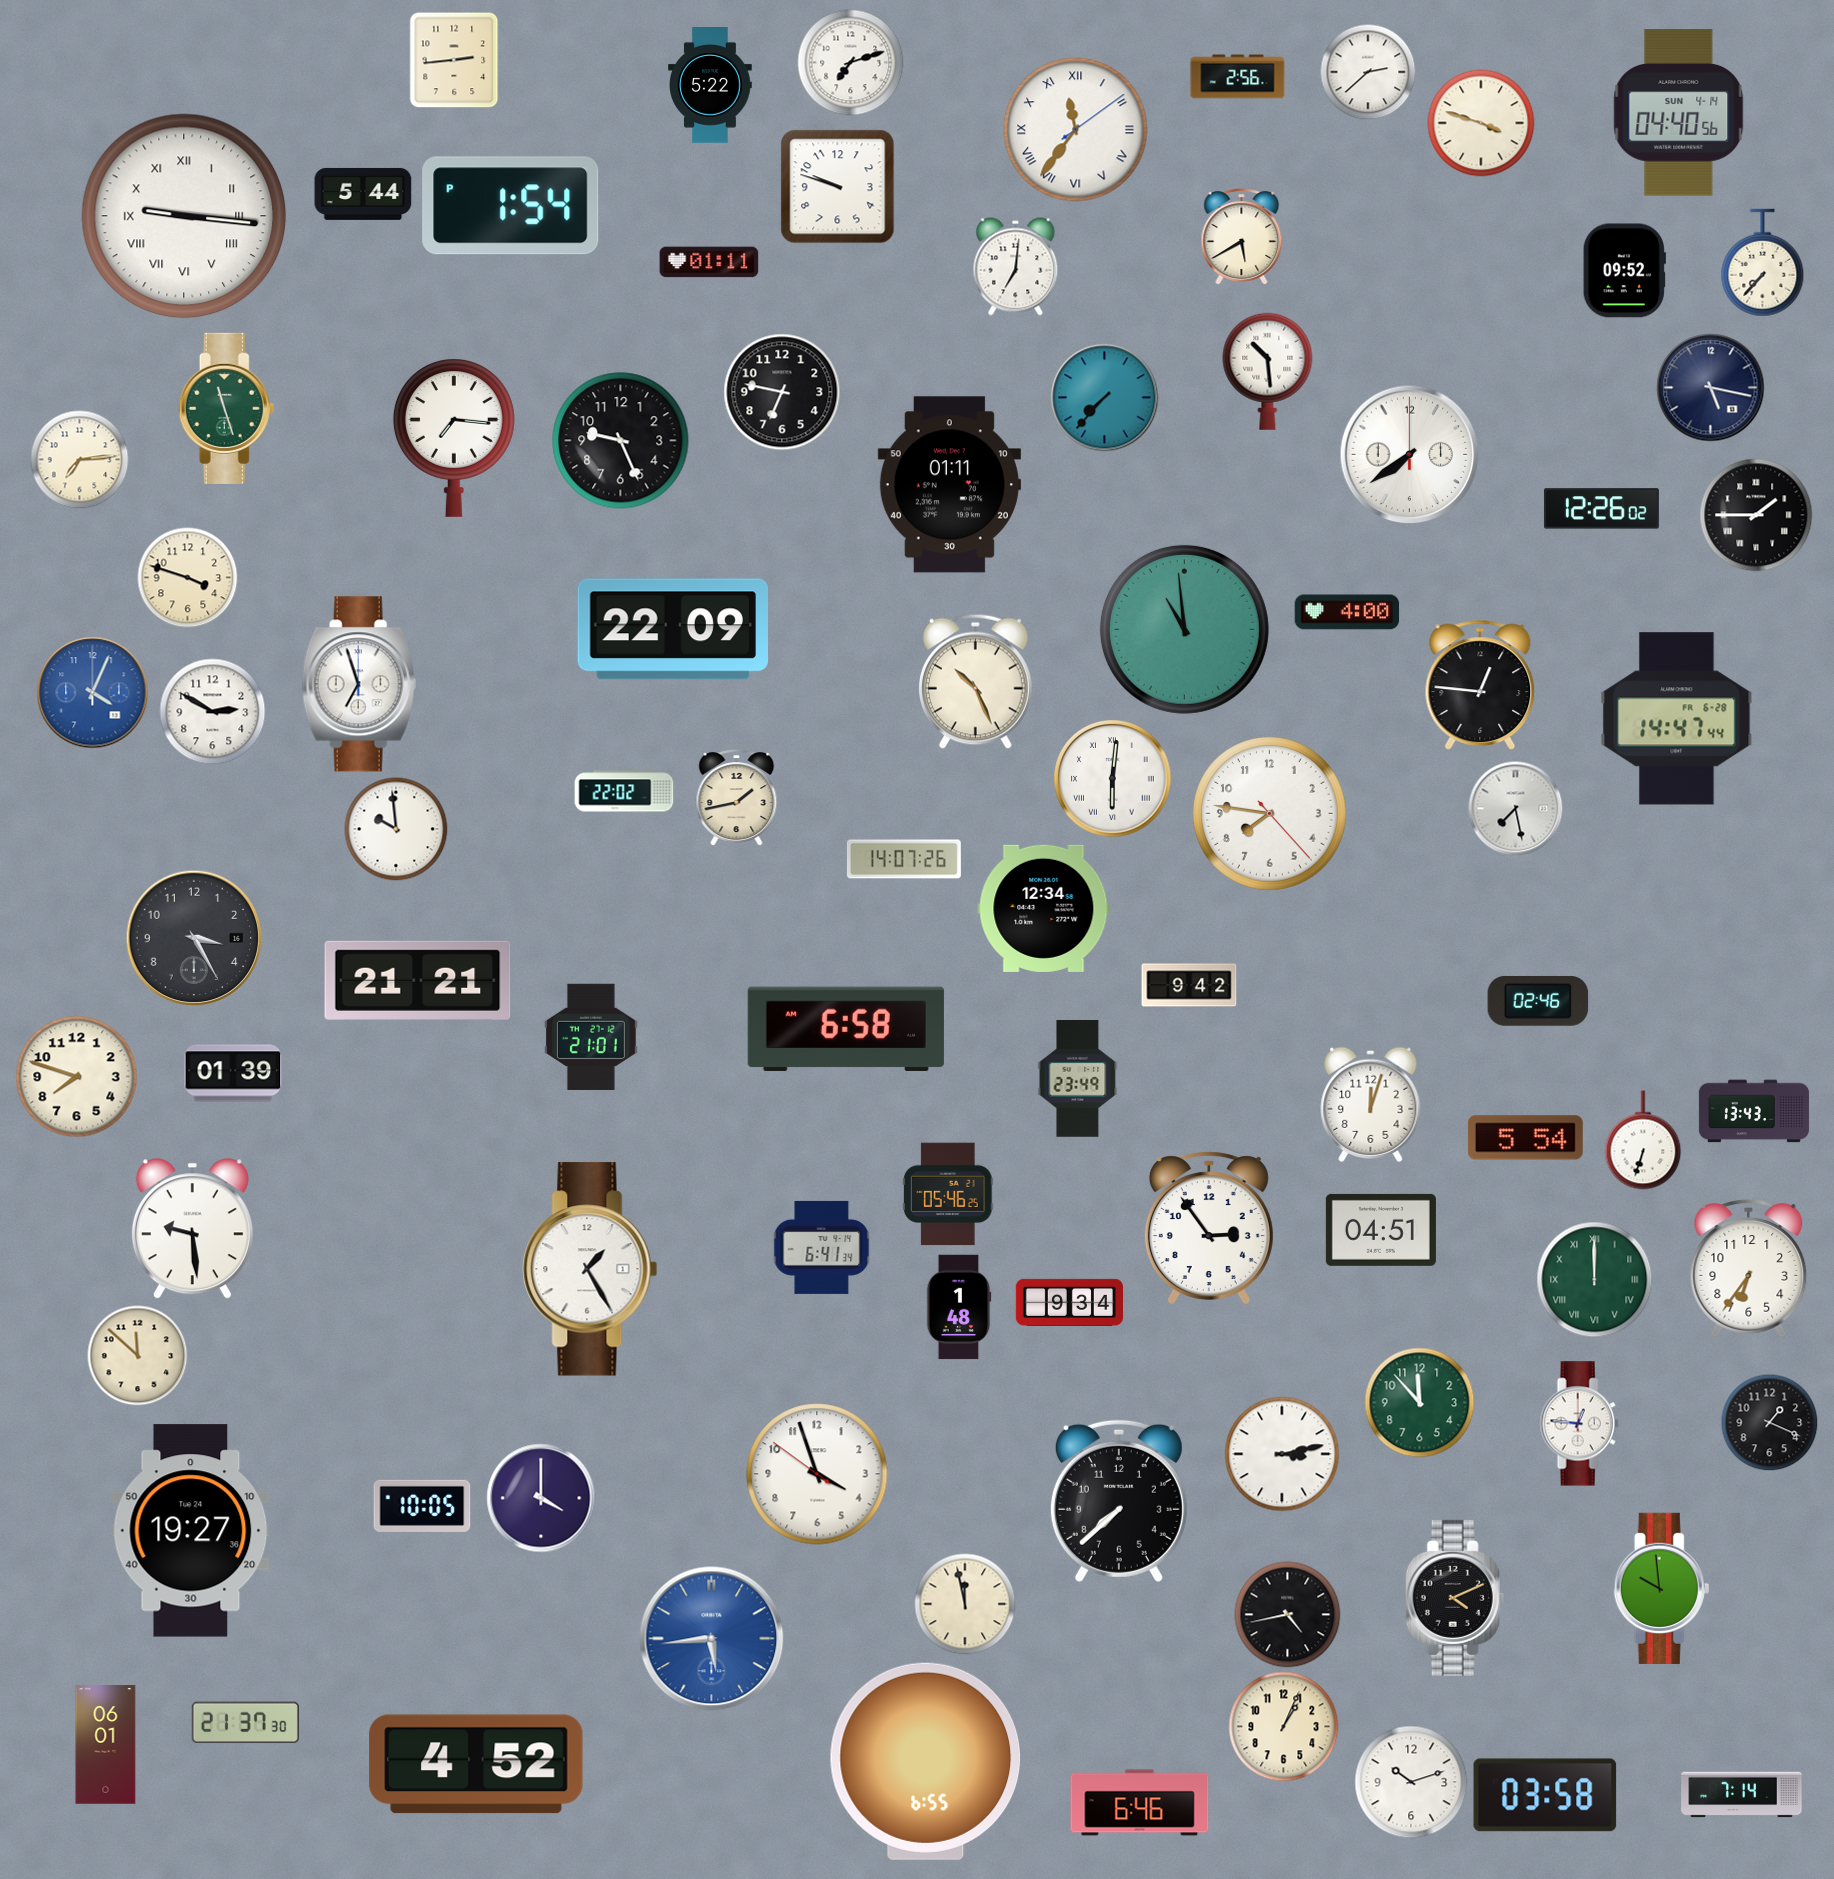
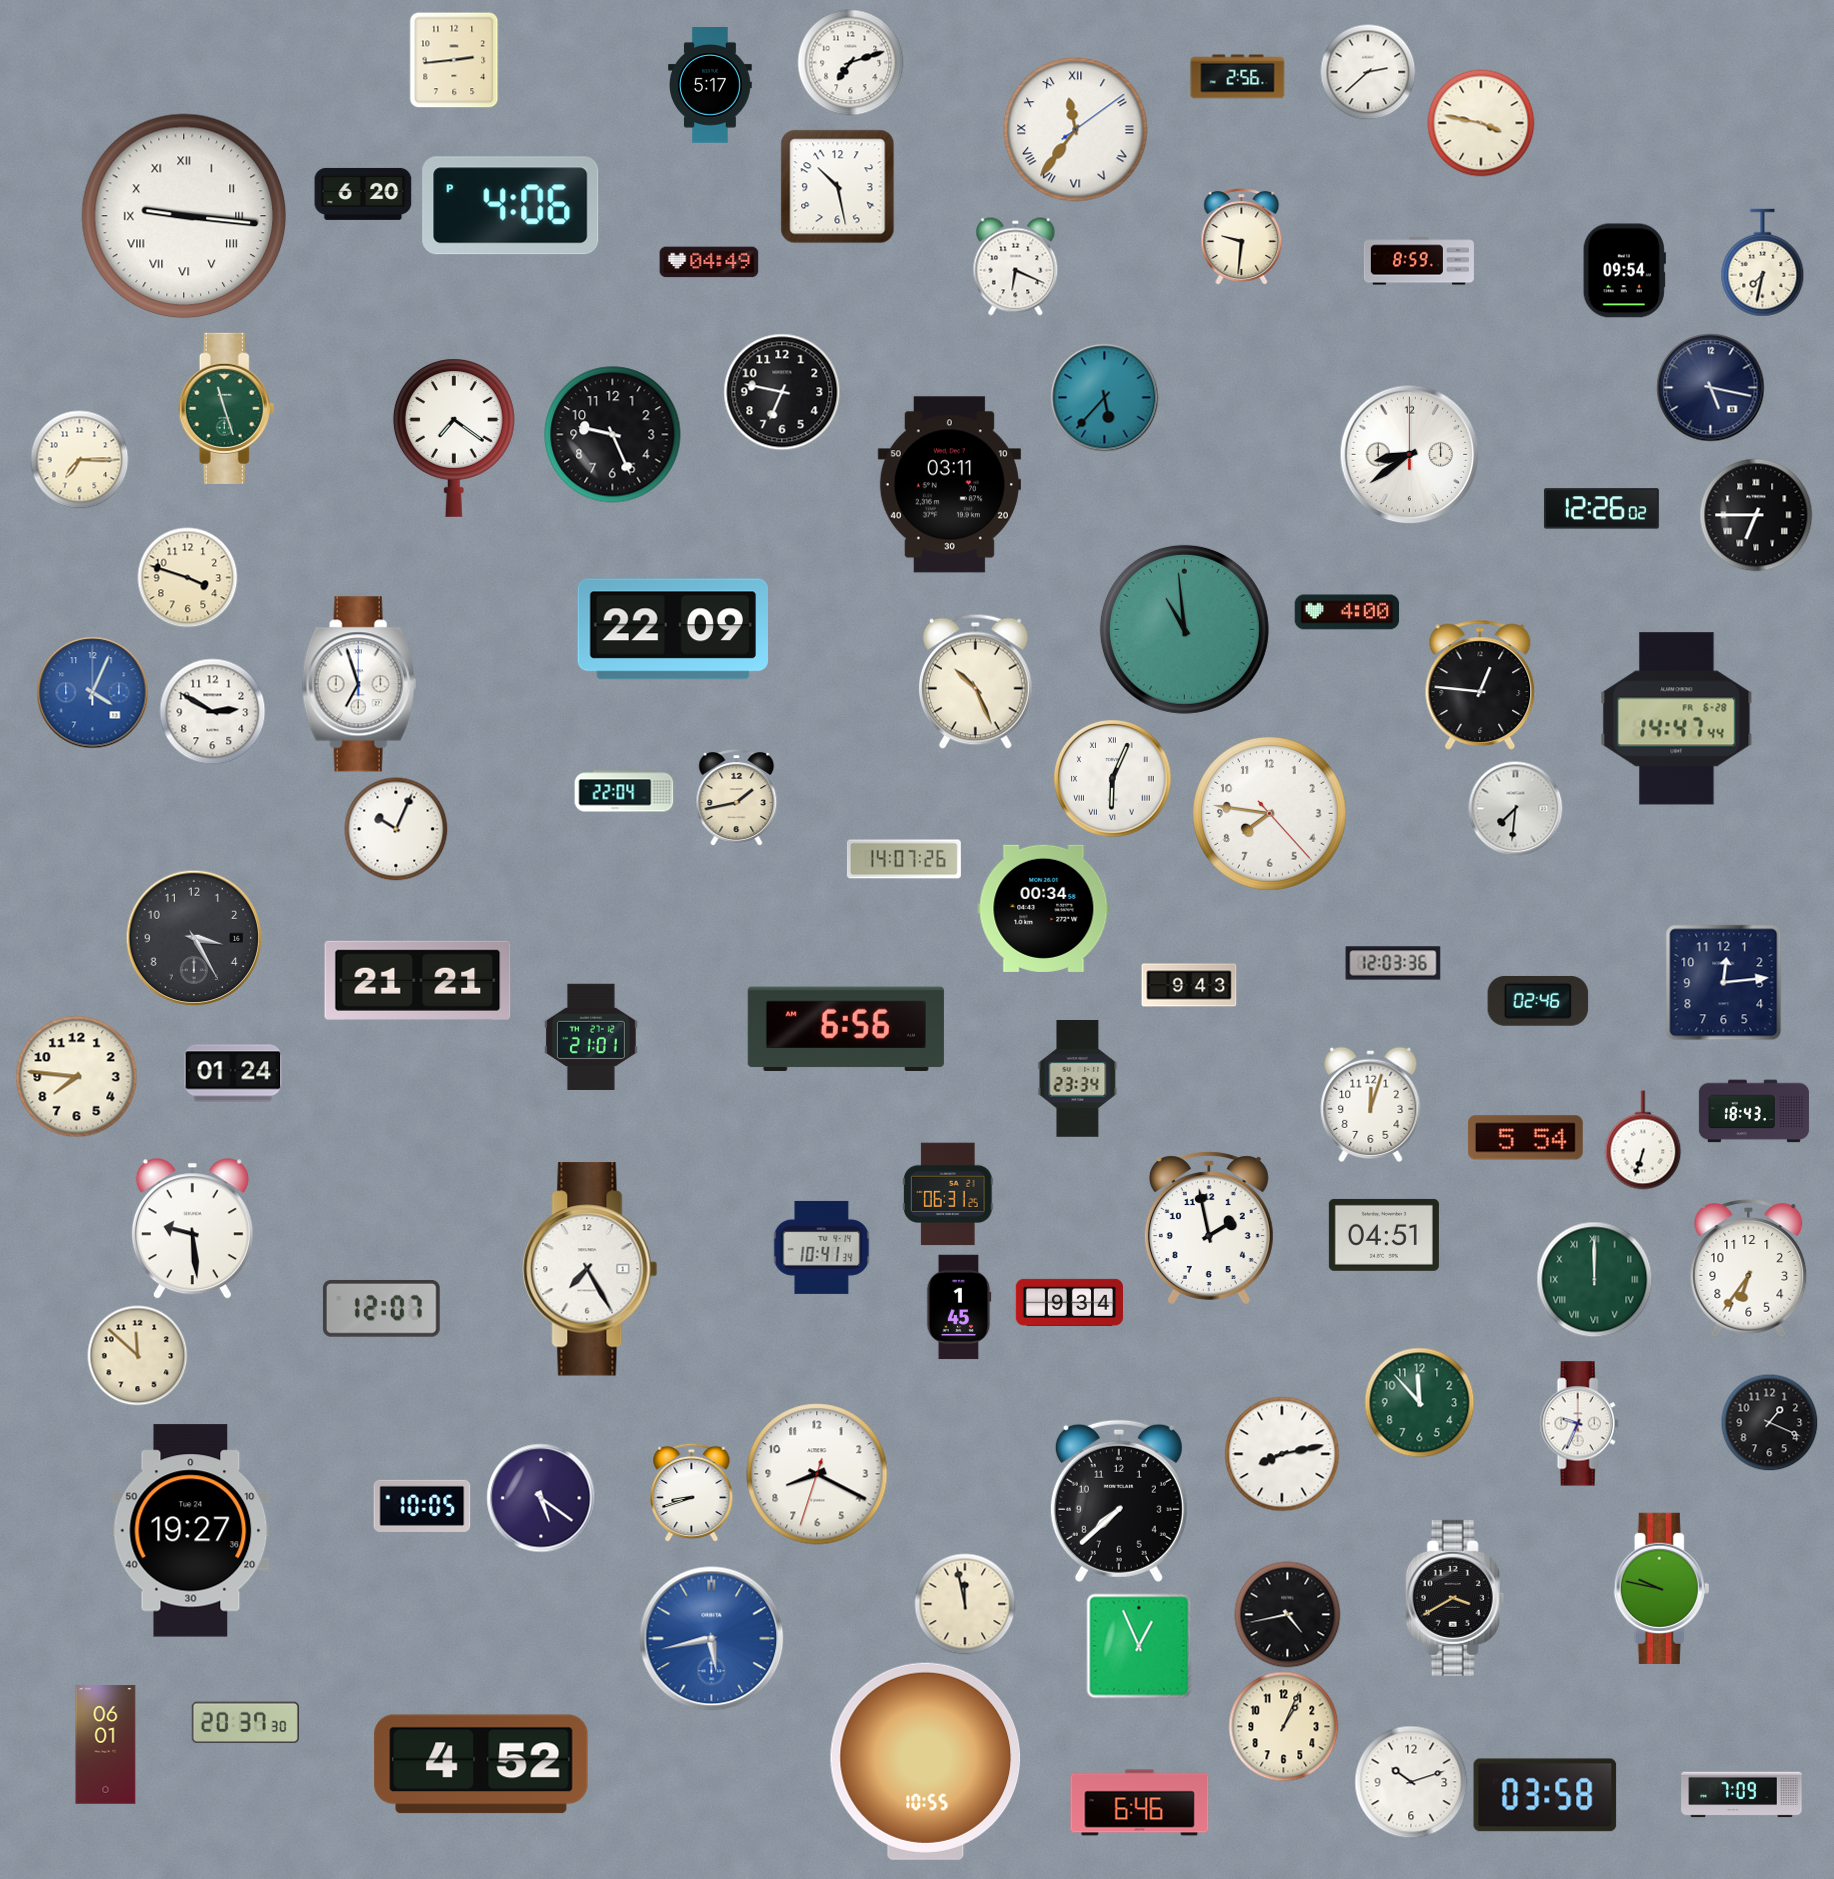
clock at (711, 86): 5:22 -> 5:17
clock at (1679, 113): 04:40 -> none
clock at (1481, 123): 3:48 -> 3:47
clock at (838, 187): 9:48 -> 10:28
clock at (363, 194): 5:44 -> 6:20
clock at (511, 206): 1:54 -> 4:06
clock at (1242, 237): 5:40 -> 9:31
clock at (1419, 261): none -> 8:59
clock at (709, 262): 01:11 -> 04:49
clock at (1763, 263): 7:37 -> 7:32
clock at (1016, 267): 7:01 -> 6:19
clock at (1624, 271): 09:52 -> 09:54
clock at (1268, 371): 10:29 -> none
clock at (1105, 398): 7:37 -> 5:37
clock at (454, 438): 7:16 -> 7:21
clock at (621, 441) position: (621, 441) -> (613, 435)
clock at (1410, 455): 7:39 -> 8:39
clock at (80, 460): 7:14 -> 7:15
clock at (949, 485): 01:11 -> 03:11
clock at (1756, 515): 1:45 -> 6:45
clock at (1113, 779): 6:01 -> 6:04
clock at (624, 791): 22:02 -> 22:04
clock at (1515, 808): 7:28 -> 7:31
clock at (396, 829): 9:59 -> 10:04
clock at (1044, 908): 12:34 -> 00:34
clock at (1393, 963): none -> 12:03
clock at (1724, 983): none -> 12:14
clock at (1189, 985): 9:42 -> 9:43
clock at (846, 1028): 6:58 -> 6:56
clock at (233, 1073): 01:39 -> 01:24
clock at (77, 1077): 7:48 -> 7:46
clock at (1078, 1079): 23:49 -> 23:34
clock at (1754, 1111): 13:43 -> 18:43
clock at (948, 1194): 05:46 -> 06:31
clock at (1209, 1228): 2:54 -> 1:58
clock at (1381, 1230) position: (1381, 1230) -> (1384, 1235)
clock at (821, 1247): 6:41 -> 10:41
clock at (590, 1269): 1:25 -> 7:25
clock at (959, 1307): 1:48 -> 1:45
clock at (381, 1308): none -> 12:07
clock at (1579, 1424): 12:46 -> 9:34
clock at (1282, 1454): 3:13 -> 8:13
clock at (817, 1474): 3:56 -> 8:19
clock at (692, 1492): none -> 8:42
clock at (541, 1498): 4:00 -> 5:21
clock at (1662, 1588): 9:59 -> 9:47
clock at (1455, 1598): 4:11 -> 3:40
clock at (712, 1639): 5:44 -> 5:43
clock at (1139, 1646): none -> 12:56
clock at (245, 1723): 21:37 -> 20:37
clock at (926, 1761): 6:55 -> 10:55
clock at (476, 1764) position: (476, 1764) -> (481, 1764)
clock at (1742, 1795): 7:14 -> 7:09
